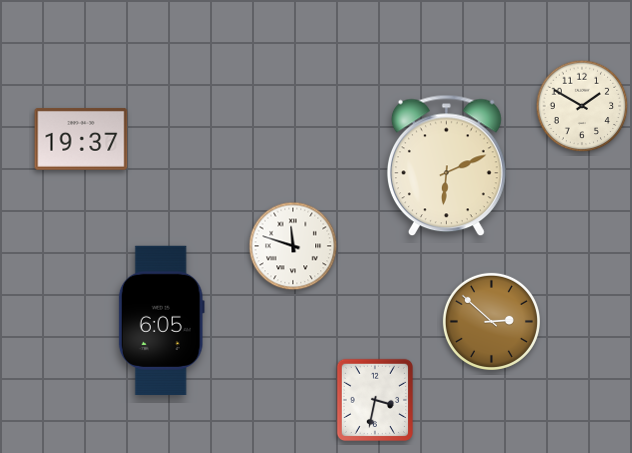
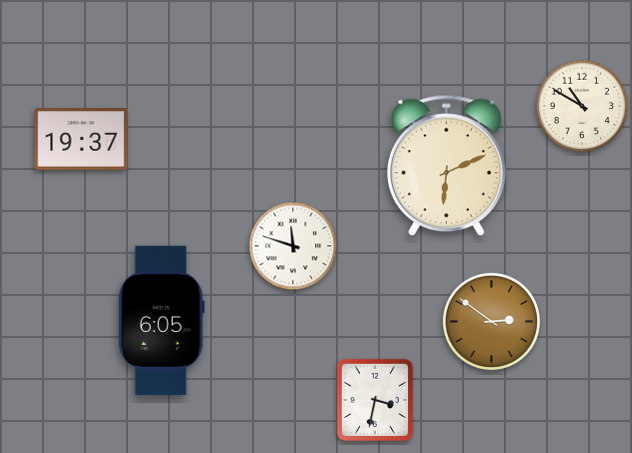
clock at (582, 106): 1:50 -> 10:50
clock at (491, 321): 2:52 -> 2:51
